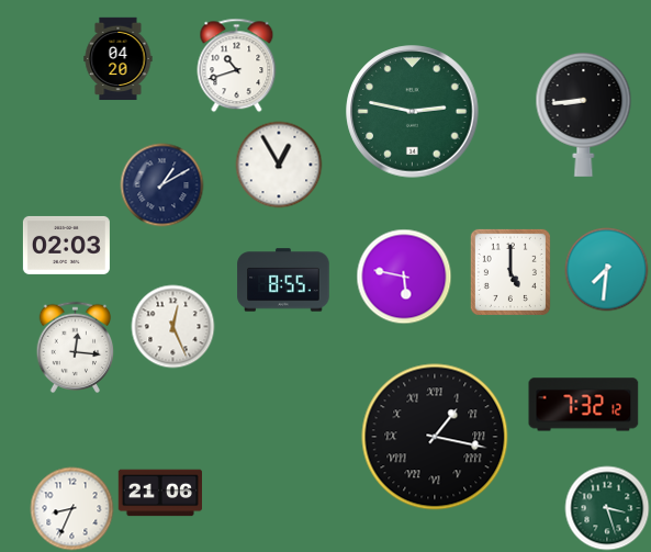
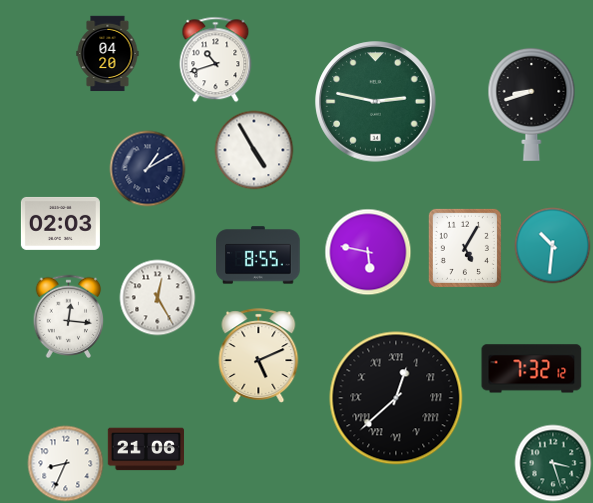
clock at (584, 114): 8:44 -> 8:42
clock at (279, 165): 12:55 -> 4:55
clock at (607, 270): 7:31 -> 10:31
clock at (510, 272): 5:00 -> 5:05
clock at (173, 327): 12:26 -> 12:25
clock at (259, 356): none -> 5:11
clock at (435, 437): 1:17 -> 12:38
